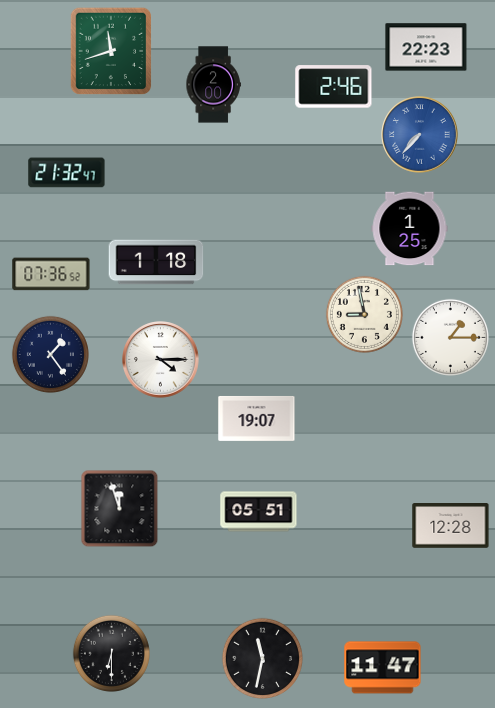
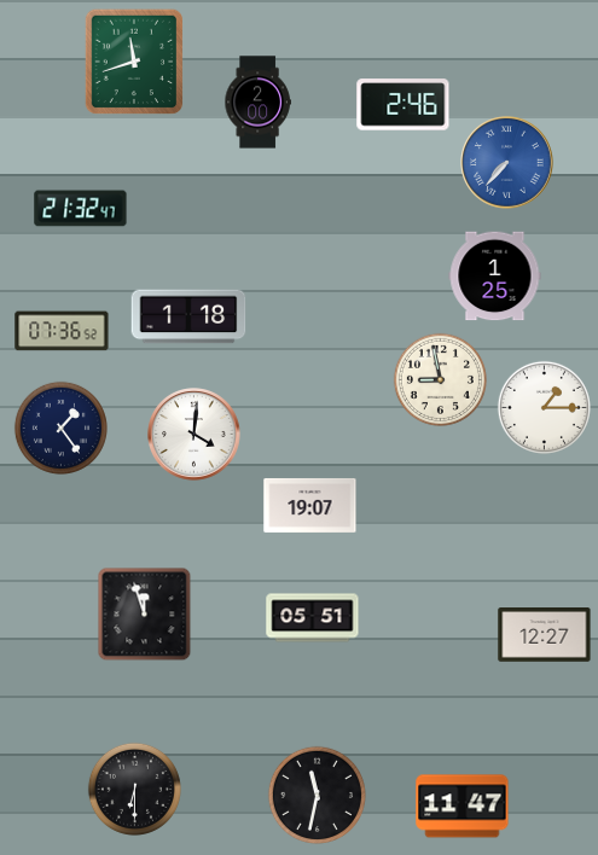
clock at (426, 47): 22:23 -> none
clock at (161, 360): 4:15 -> 4:01
clock at (451, 526): 12:28 -> 12:27
